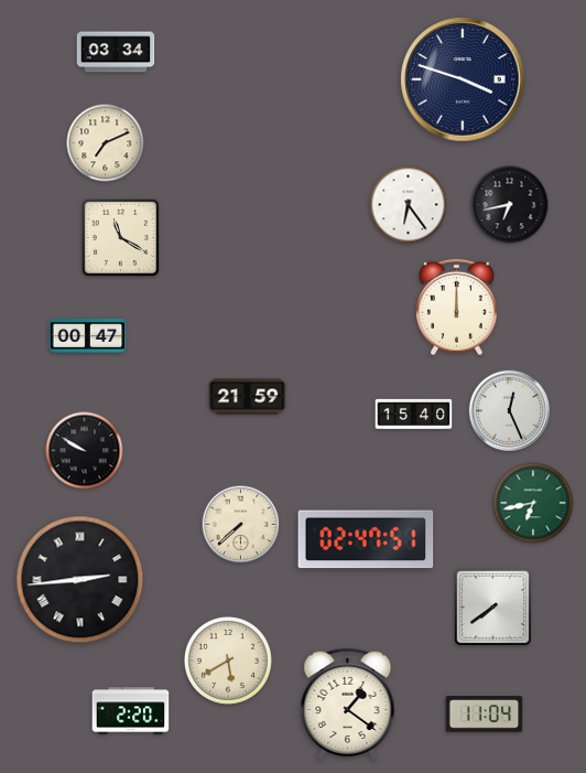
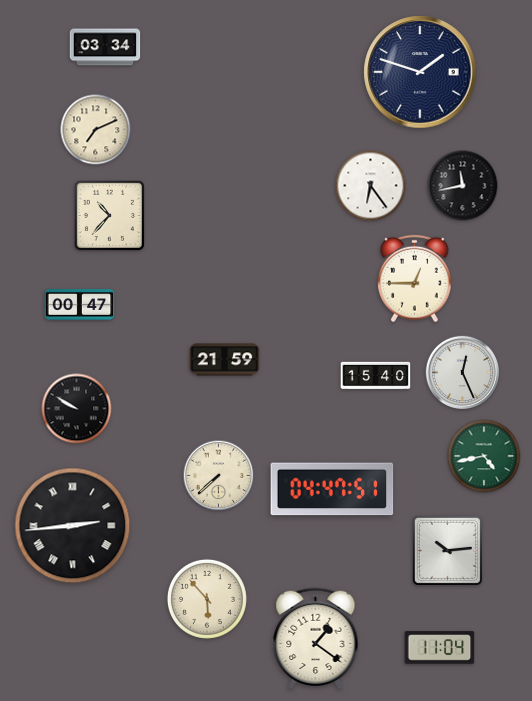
clock at (463, 79): 3:48 -> 1:48
clock at (510, 205): 6:43 -> 11:43
clock at (120, 237): 11:20 -> 10:37
clock at (457, 308): 12:00 -> 12:45
clock at (533, 503): 6:43 -> 4:43
clock at (366, 539): 02:47 -> 04:47
clock at (492, 606): 7:39 -> 10:14
clock at (228, 661): 5:40 -> 5:53
clock at (131, 711): 2:20 -> none
